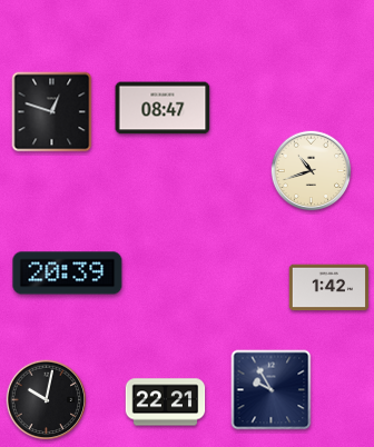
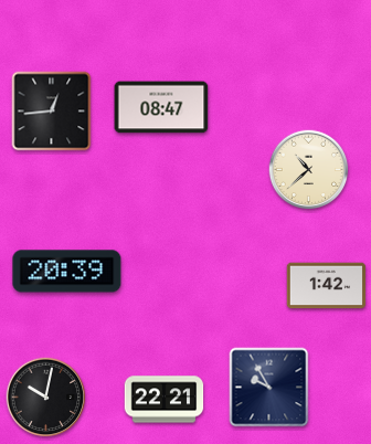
clock at (52, 112): 12:48 -> 12:44
clock at (312, 171): 10:42 -> 10:38
